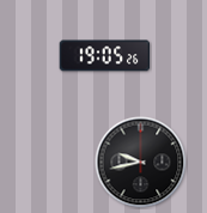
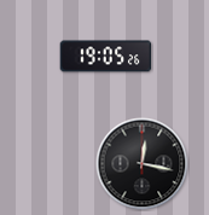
clock at (141, 163): 9:43 -> 12:17
